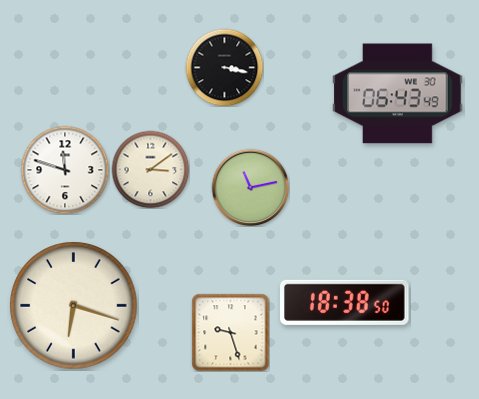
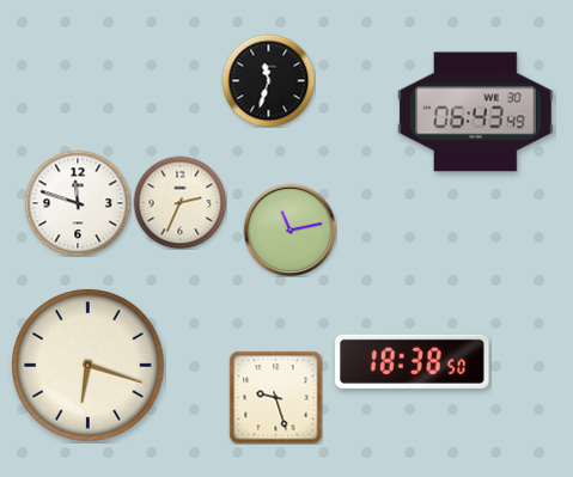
clock at (224, 67): 3:17 -> 11:33
clock at (150, 169): 3:09 -> 2:34
clock at (250, 187) position: (250, 187) -> (289, 230)
